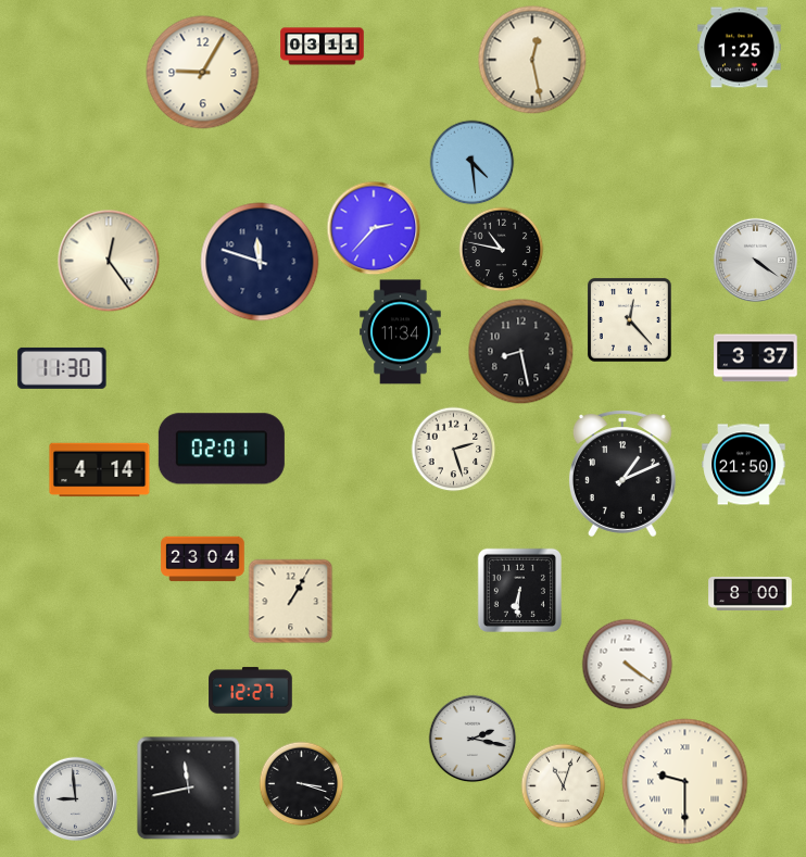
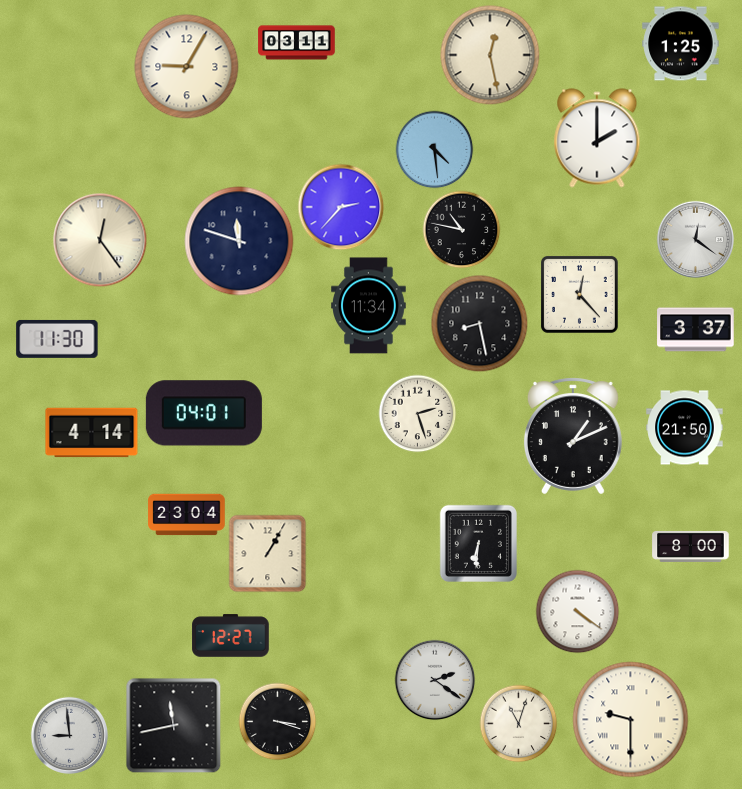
clock at (597, 138): none -> 2:00
clock at (374, 228) position: (374, 228) -> (341, 207)
clock at (755, 260): 4:21 -> 12:21
clock at (222, 449): 02:01 -> 04:01
clock at (473, 739): 2:17 -> 2:21
